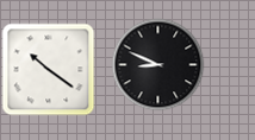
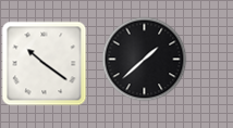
clock at (157, 64): 8:49 -> 1:38
